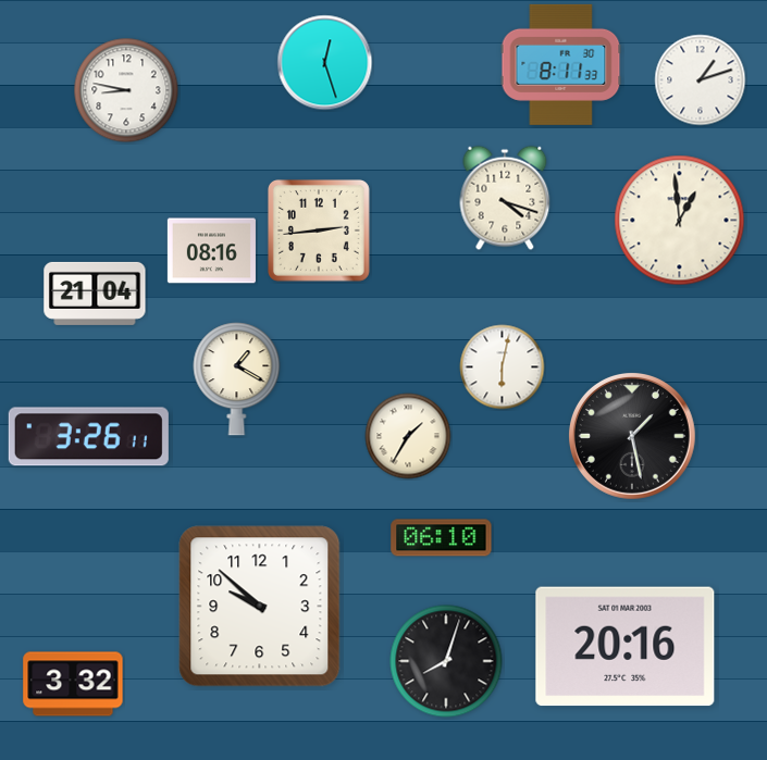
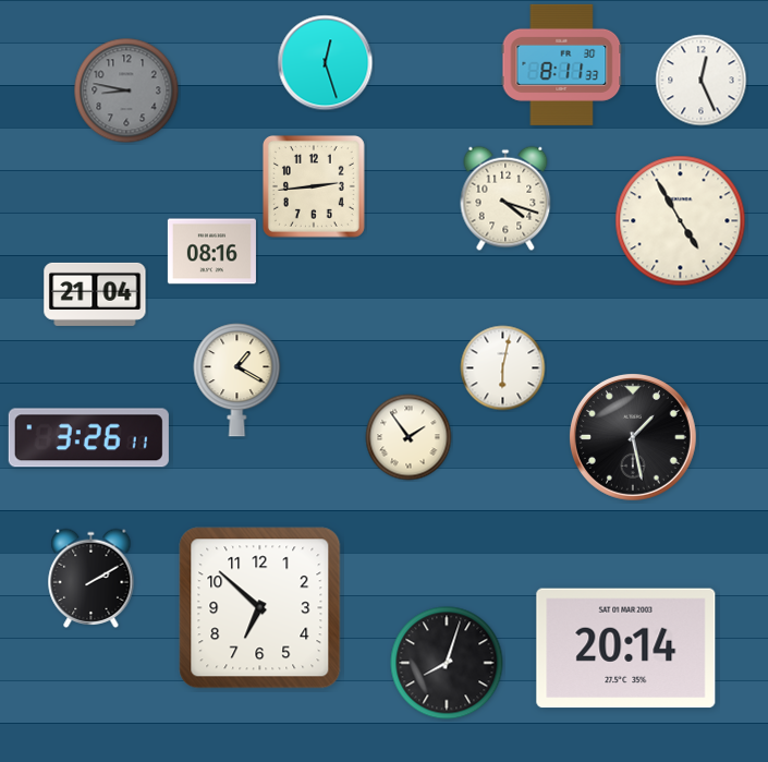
clock at (701, 80): 1:12 -> 12:26
clock at (126, 90) dial: white -> grey
clock at (680, 221): 12:59 -> 4:55
clock at (319, 231) position: (319, 231) -> (314, 186)
clock at (408, 436): 1:35 -> 1:54
clock at (442, 538): 06:10 -> none
clock at (92, 578): none -> 2:10
clock at (260, 607): 9:52 -> 6:52
clock at (626, 647): 20:16 -> 20:14
clock at (73, 684): 3:32 -> none
